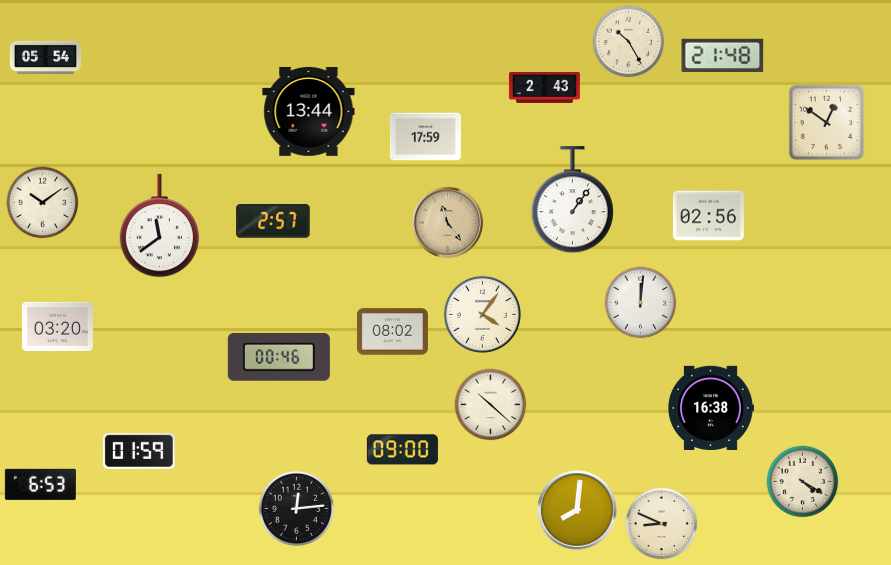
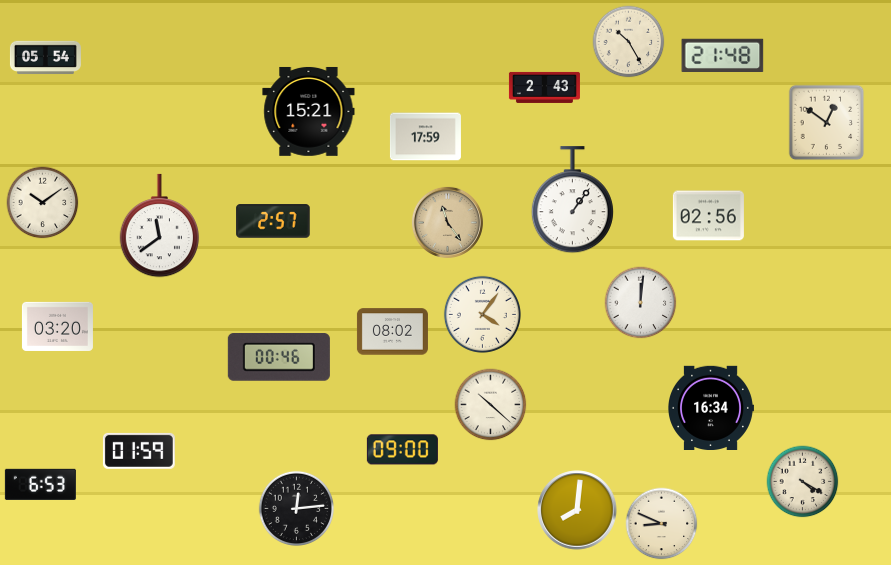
clock at (309, 111): 13:44 -> 15:21
clock at (711, 407): 16:38 -> 16:34
